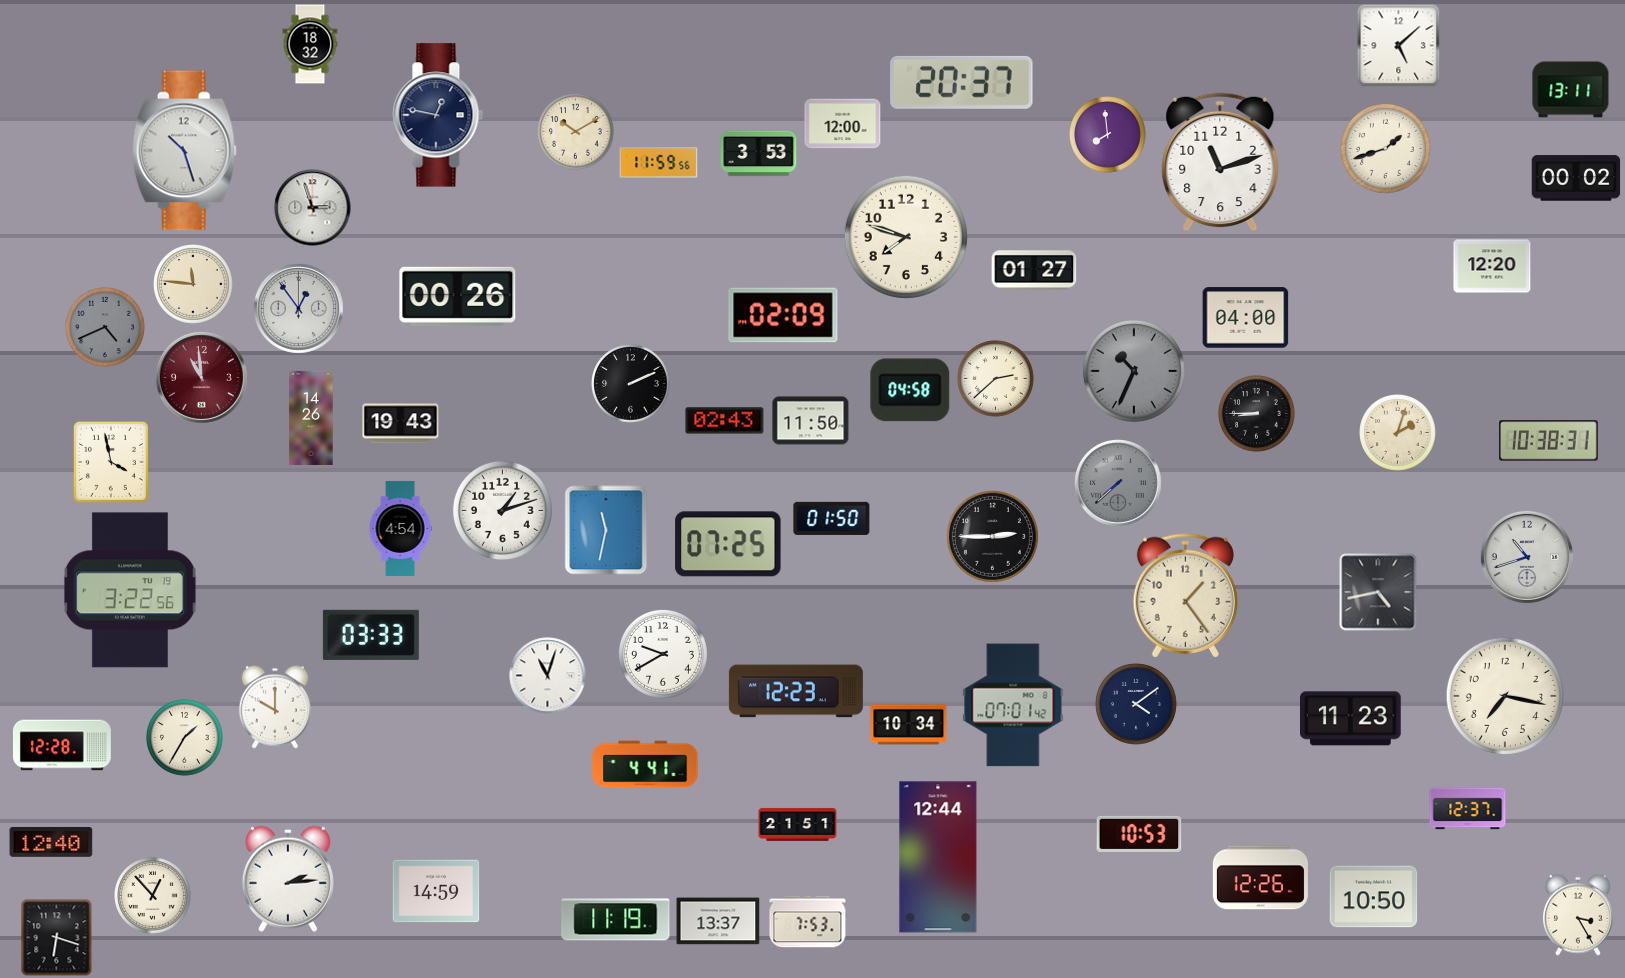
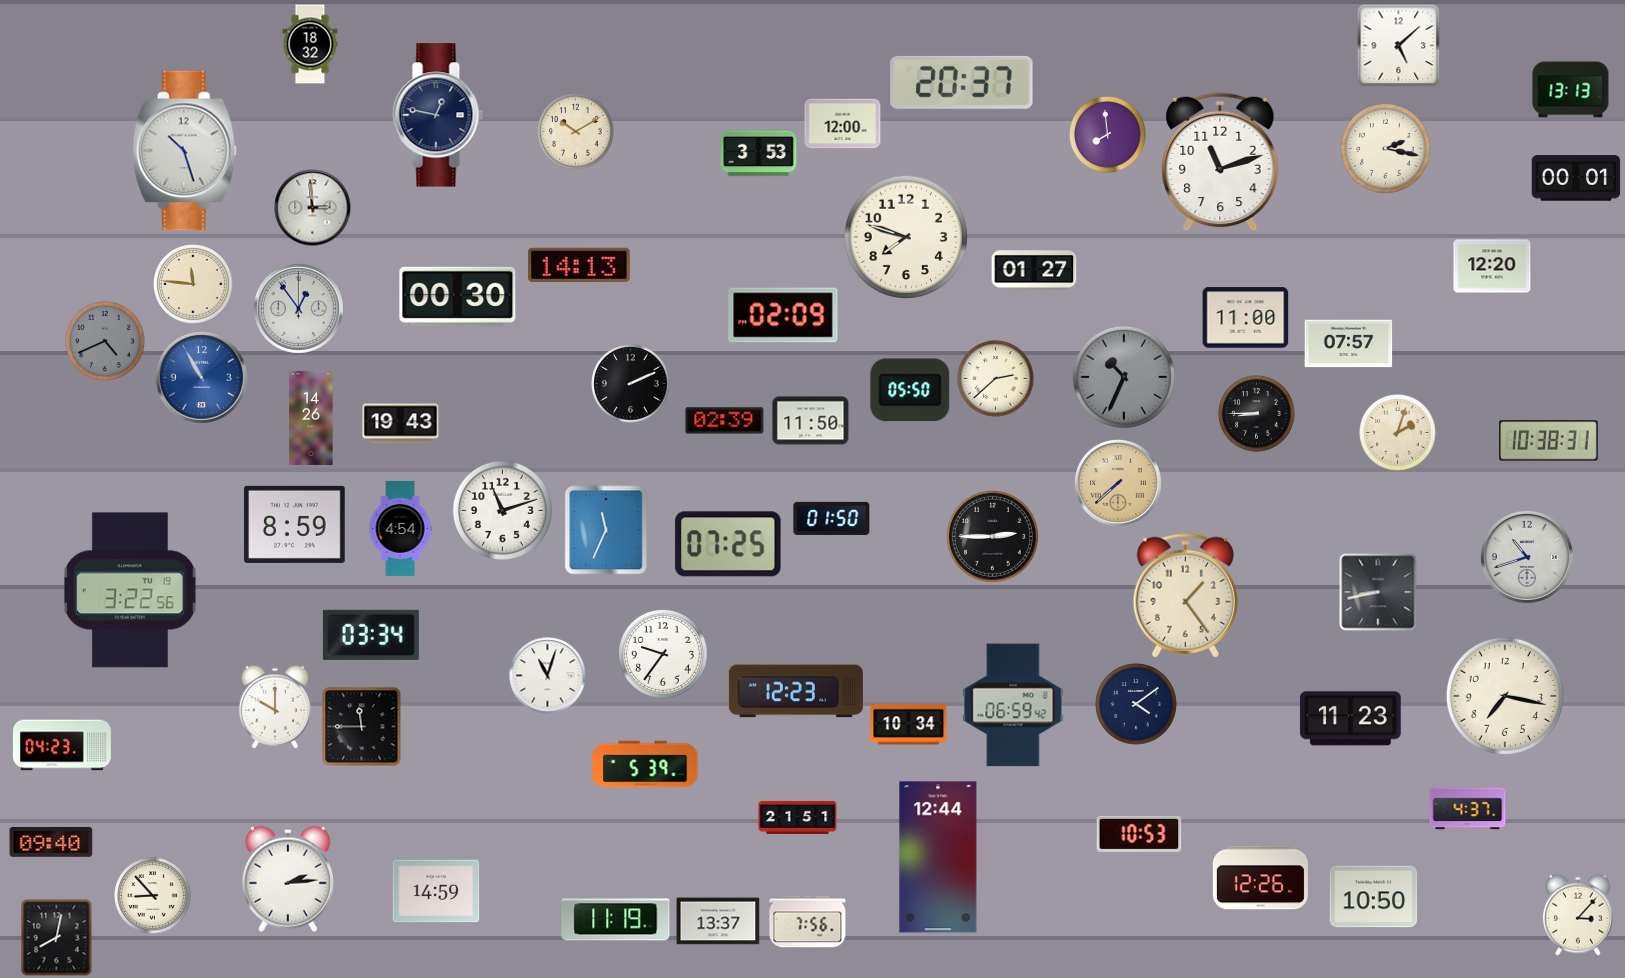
clock at (1571, 90): 13:11 -> 13:13
clock at (1385, 148): 1:42 -> 2:17
clock at (659, 163): 11:59 -> none
clock at (1576, 178): 00:02 -> 00:01
clock at (313, 208): 2:57 -> 2:59
clock at (579, 264): none -> 14:13
clock at (458, 296): 00:26 -> 00:30
clock at (1246, 318): 04:00 -> 11:00
clock at (105, 327) position: (105, 327) -> (105, 341)
clock at (1349, 344): none -> 07:57
clock at (1134, 371) position: (1134, 371) -> (1124, 377)
clock at (201, 377): 10:59 -> 10:55
clock at (201, 377) dial: burgundy -> blue
clock at (910, 390): 04:58 -> 05:50
clock at (725, 421): 02:43 -> 02:39
clock at (111, 462): 3:58 -> none
clock at (1119, 484) dial: grey -> champagne
clock at (502, 510): 1:12 -> 11:12
clock at (295, 524): none -> 8:59
clock at (606, 530): 11:32 -> 11:34
clock at (1378, 592): 4:43 -> 8:43
clock at (371, 635): 03:33 -> 03:34
clock at (663, 654): 9:40 -> 9:36
clock at (1013, 705): 07:01 -> 06:59
clock at (362, 727): none -> 11:45
clock at (185, 738): 1:35 -> none
clock at (62, 745): 12:28 -> 04:23
clock at (645, 764): 4:41 -> 5:39
clock at (1468, 809): 12:37 -> 4:37
clock at (798, 824) position: (798, 824) -> (798, 817)
clock at (51, 842): 12:40 -> 09:40
clock at (153, 896): 12:53 -> 8:53
clock at (1578, 915): 3:25 -> 3:07
clock at (808, 922): 7:53 -> 7:56
clock at (57, 937): 6:18 -> 8:02
